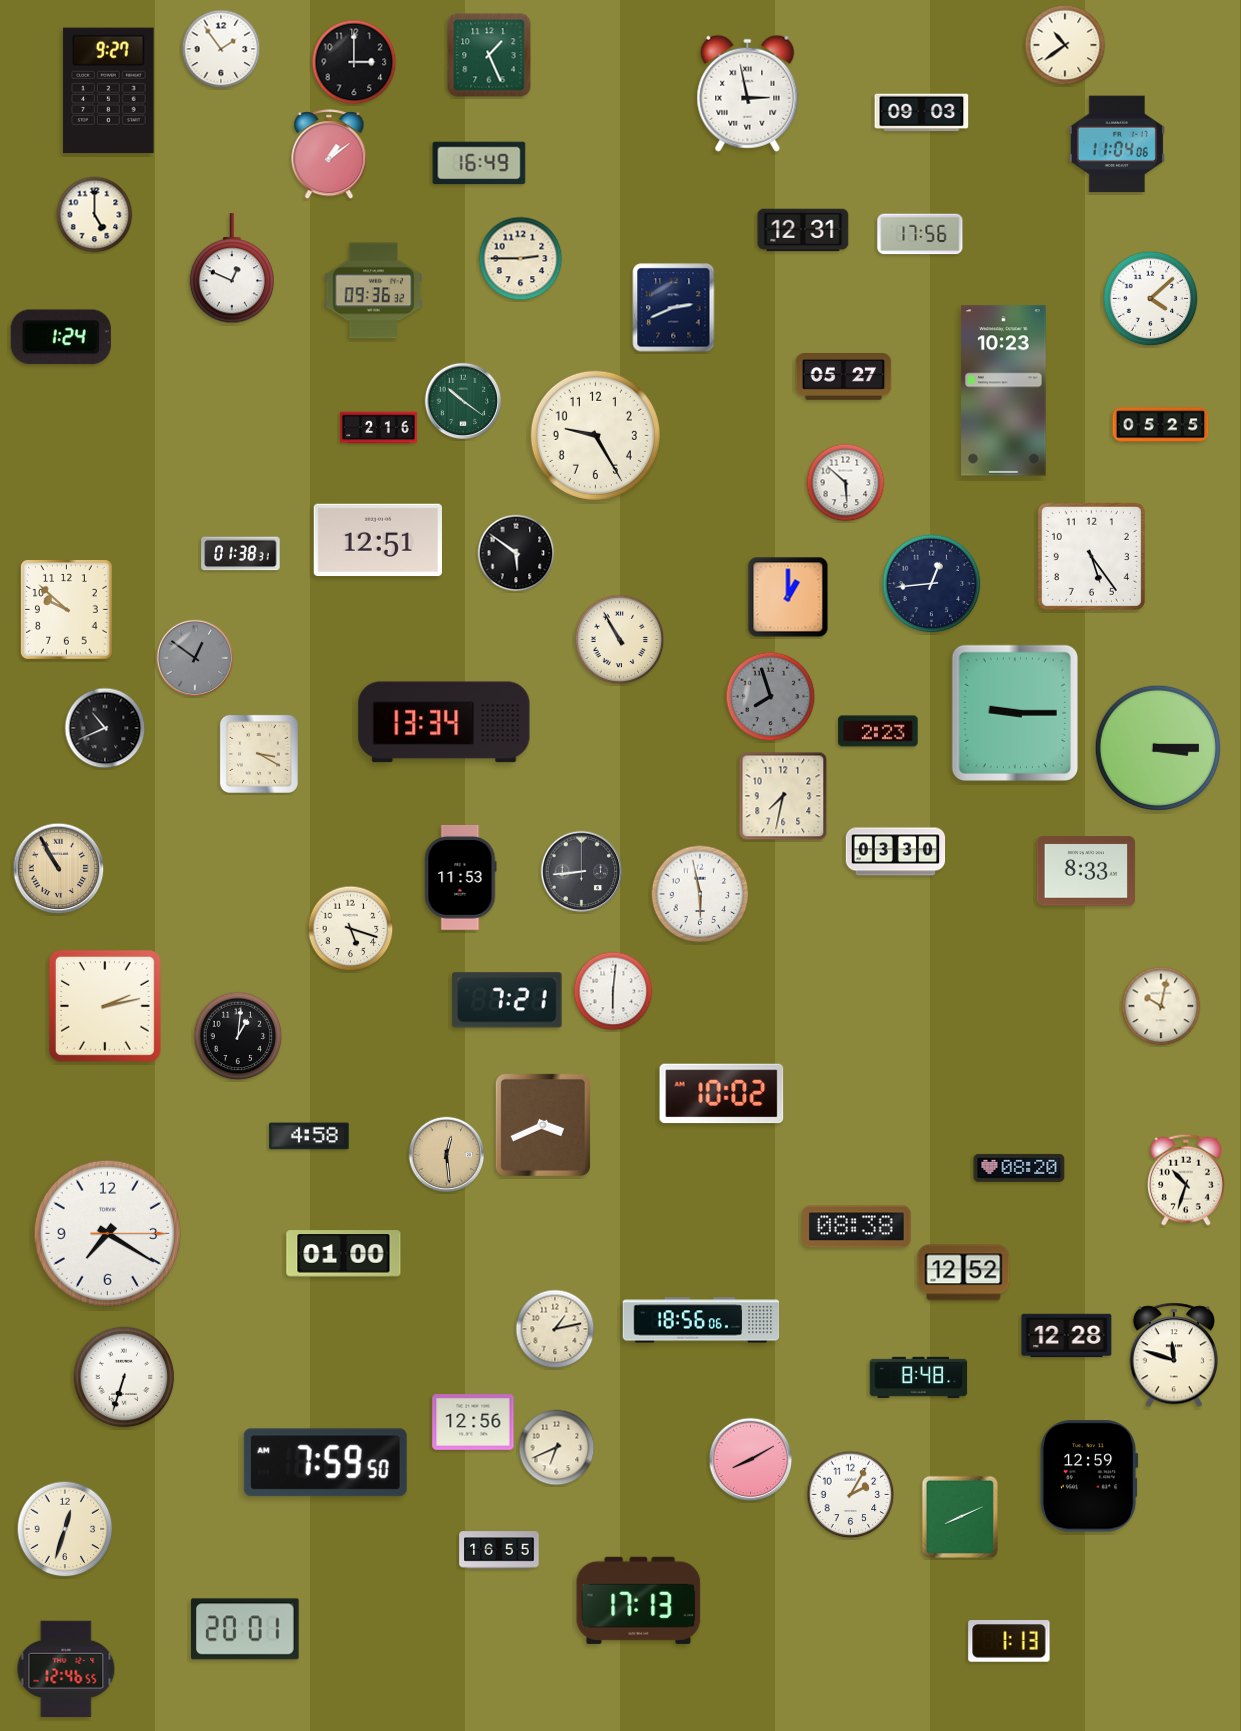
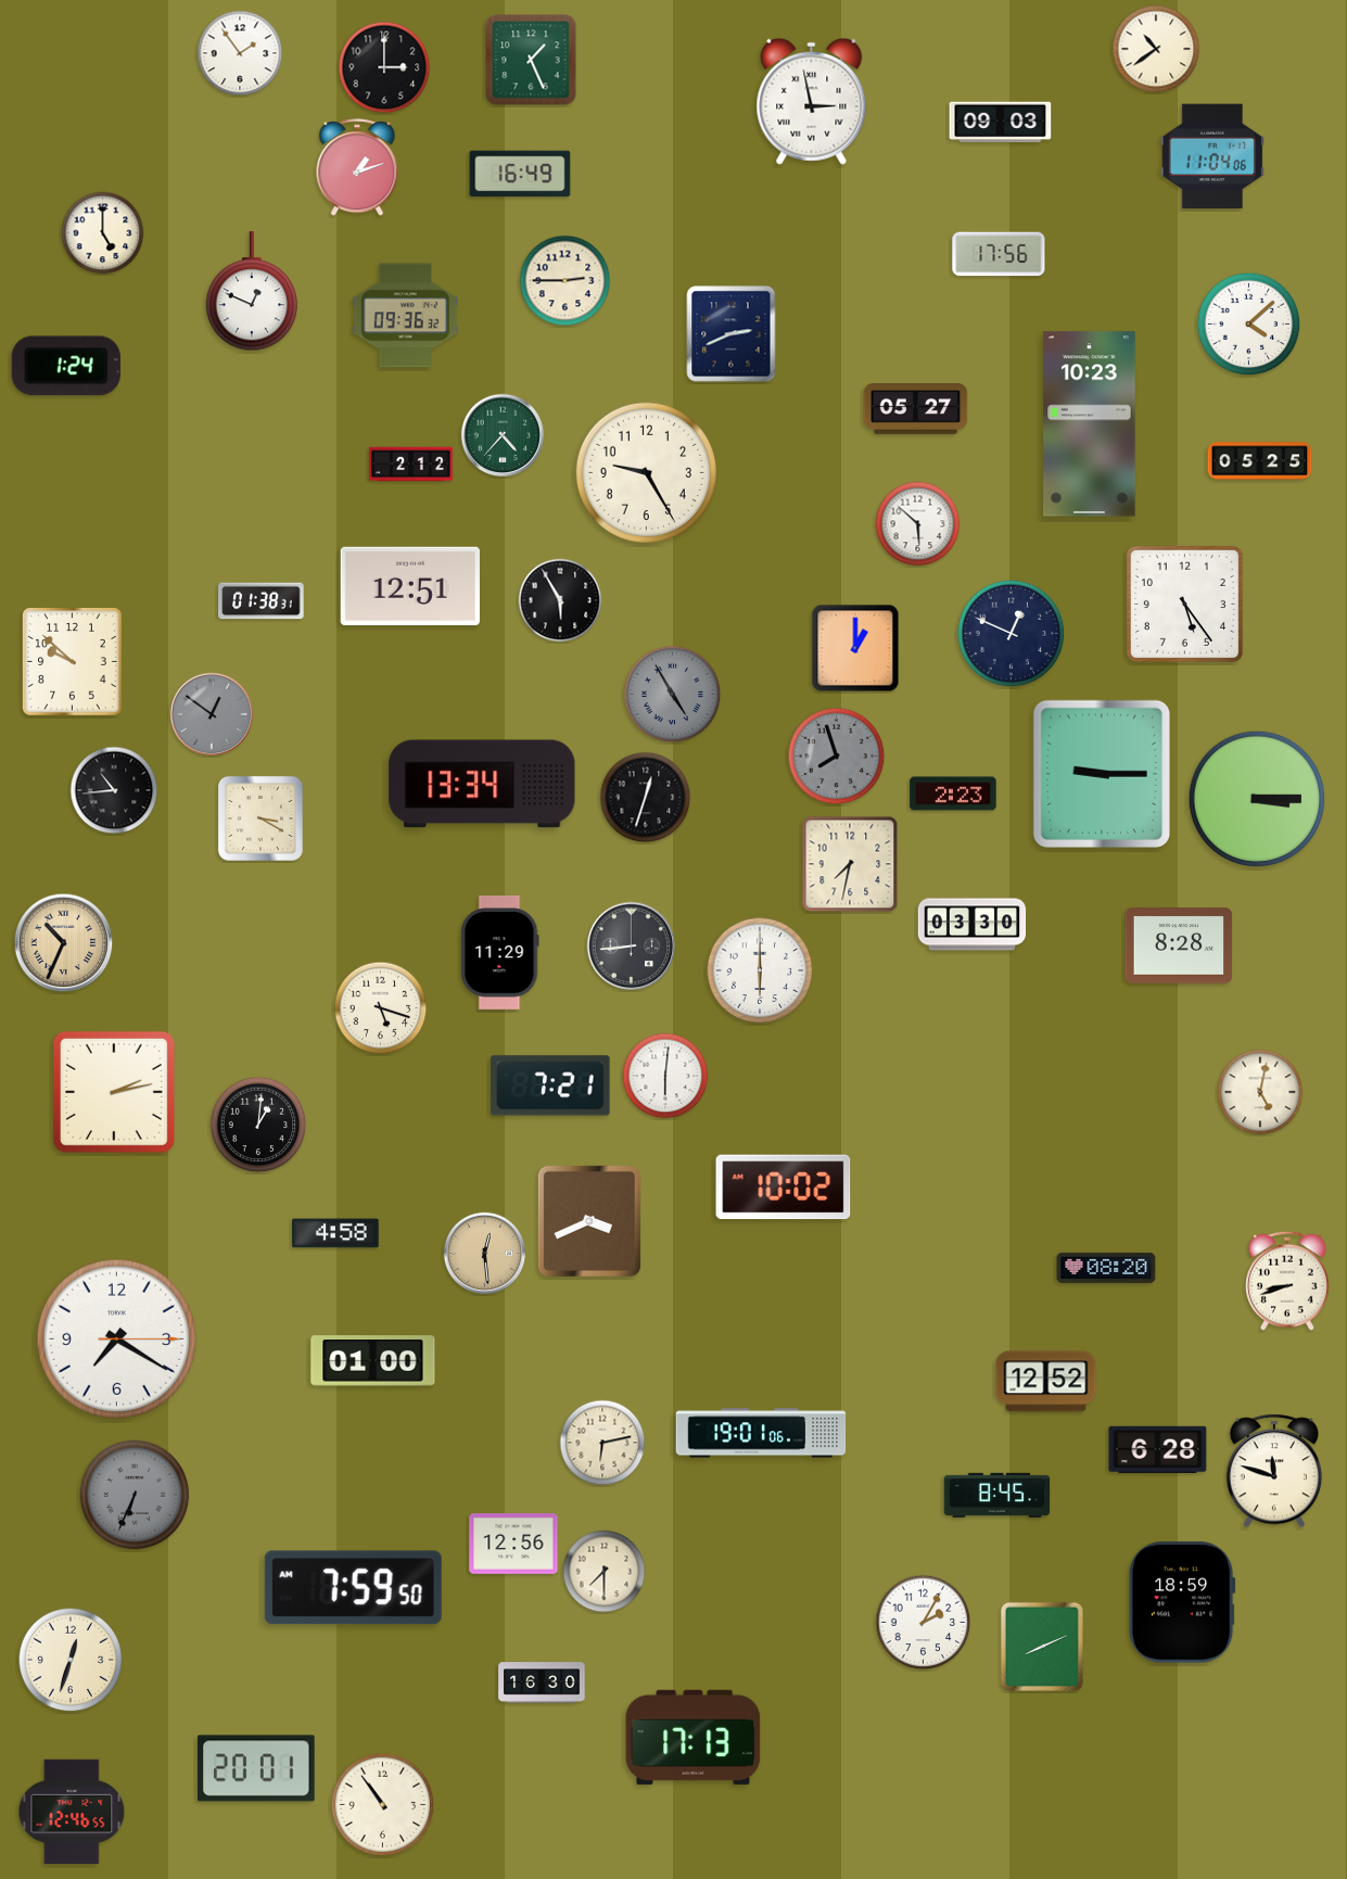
clock at (109, 91): 9:27 -> none
clock at (329, 155): 1:09 -> 1:12
clock at (479, 163) position: (479, 163) -> (520, 174)
clock at (803, 230): 12:31 -> none
clock at (463, 401): 10:21 -> 4:37
clock at (379, 428): 2:16 -> 2:12
clock at (516, 553): 5:51 -> 5:55
clock at (932, 584): 12:44 -> 12:49
clock at (620, 640): 10:55 -> 4:55
clock at (620, 640) dial: cream -> grey
clock at (105, 728): 10:41 -> 10:44
clock at (646, 798): none -> 12:33
clock at (1157, 747) position: (1157, 747) -> (1256, 798)
clock at (259, 754) position: (259, 754) -> (260, 818)
clock at (59, 869): 10:55 -> 10:34
clock at (1086, 871): 8:33 -> 8:28
clock at (461, 877): 11:53 -> 11:29
clock at (700, 894): 5:58 -> 6:00
clock at (1161, 1006): 10:02 -> 5:02
clock at (1187, 1180): 10:33 -> 8:42
clock at (857, 1227): 08:38 -> none
clock at (701, 1320): 18:56 -> 19:01
clock at (555, 1329): 1:13 -> 6:13
clock at (1067, 1336): 12:28 -> 6:28
clock at (124, 1377): 6:33 -> 6:34
clock at (124, 1377) dial: white -> grey
clock at (919, 1377): 8:48 -> 8:45
clock at (557, 1448): 6:41 -> 7:30
clock at (751, 1460): 8:10 -> none
clock at (1089, 1476): 12:59 -> 18:59
clock at (499, 1550): 16:55 -> 16:30
clock at (246, 1629) position: (246, 1629) -> (257, 1768)
clock at (1009, 1641): 1:13 -> none
clock at (383, 1805): none -> 10:54
